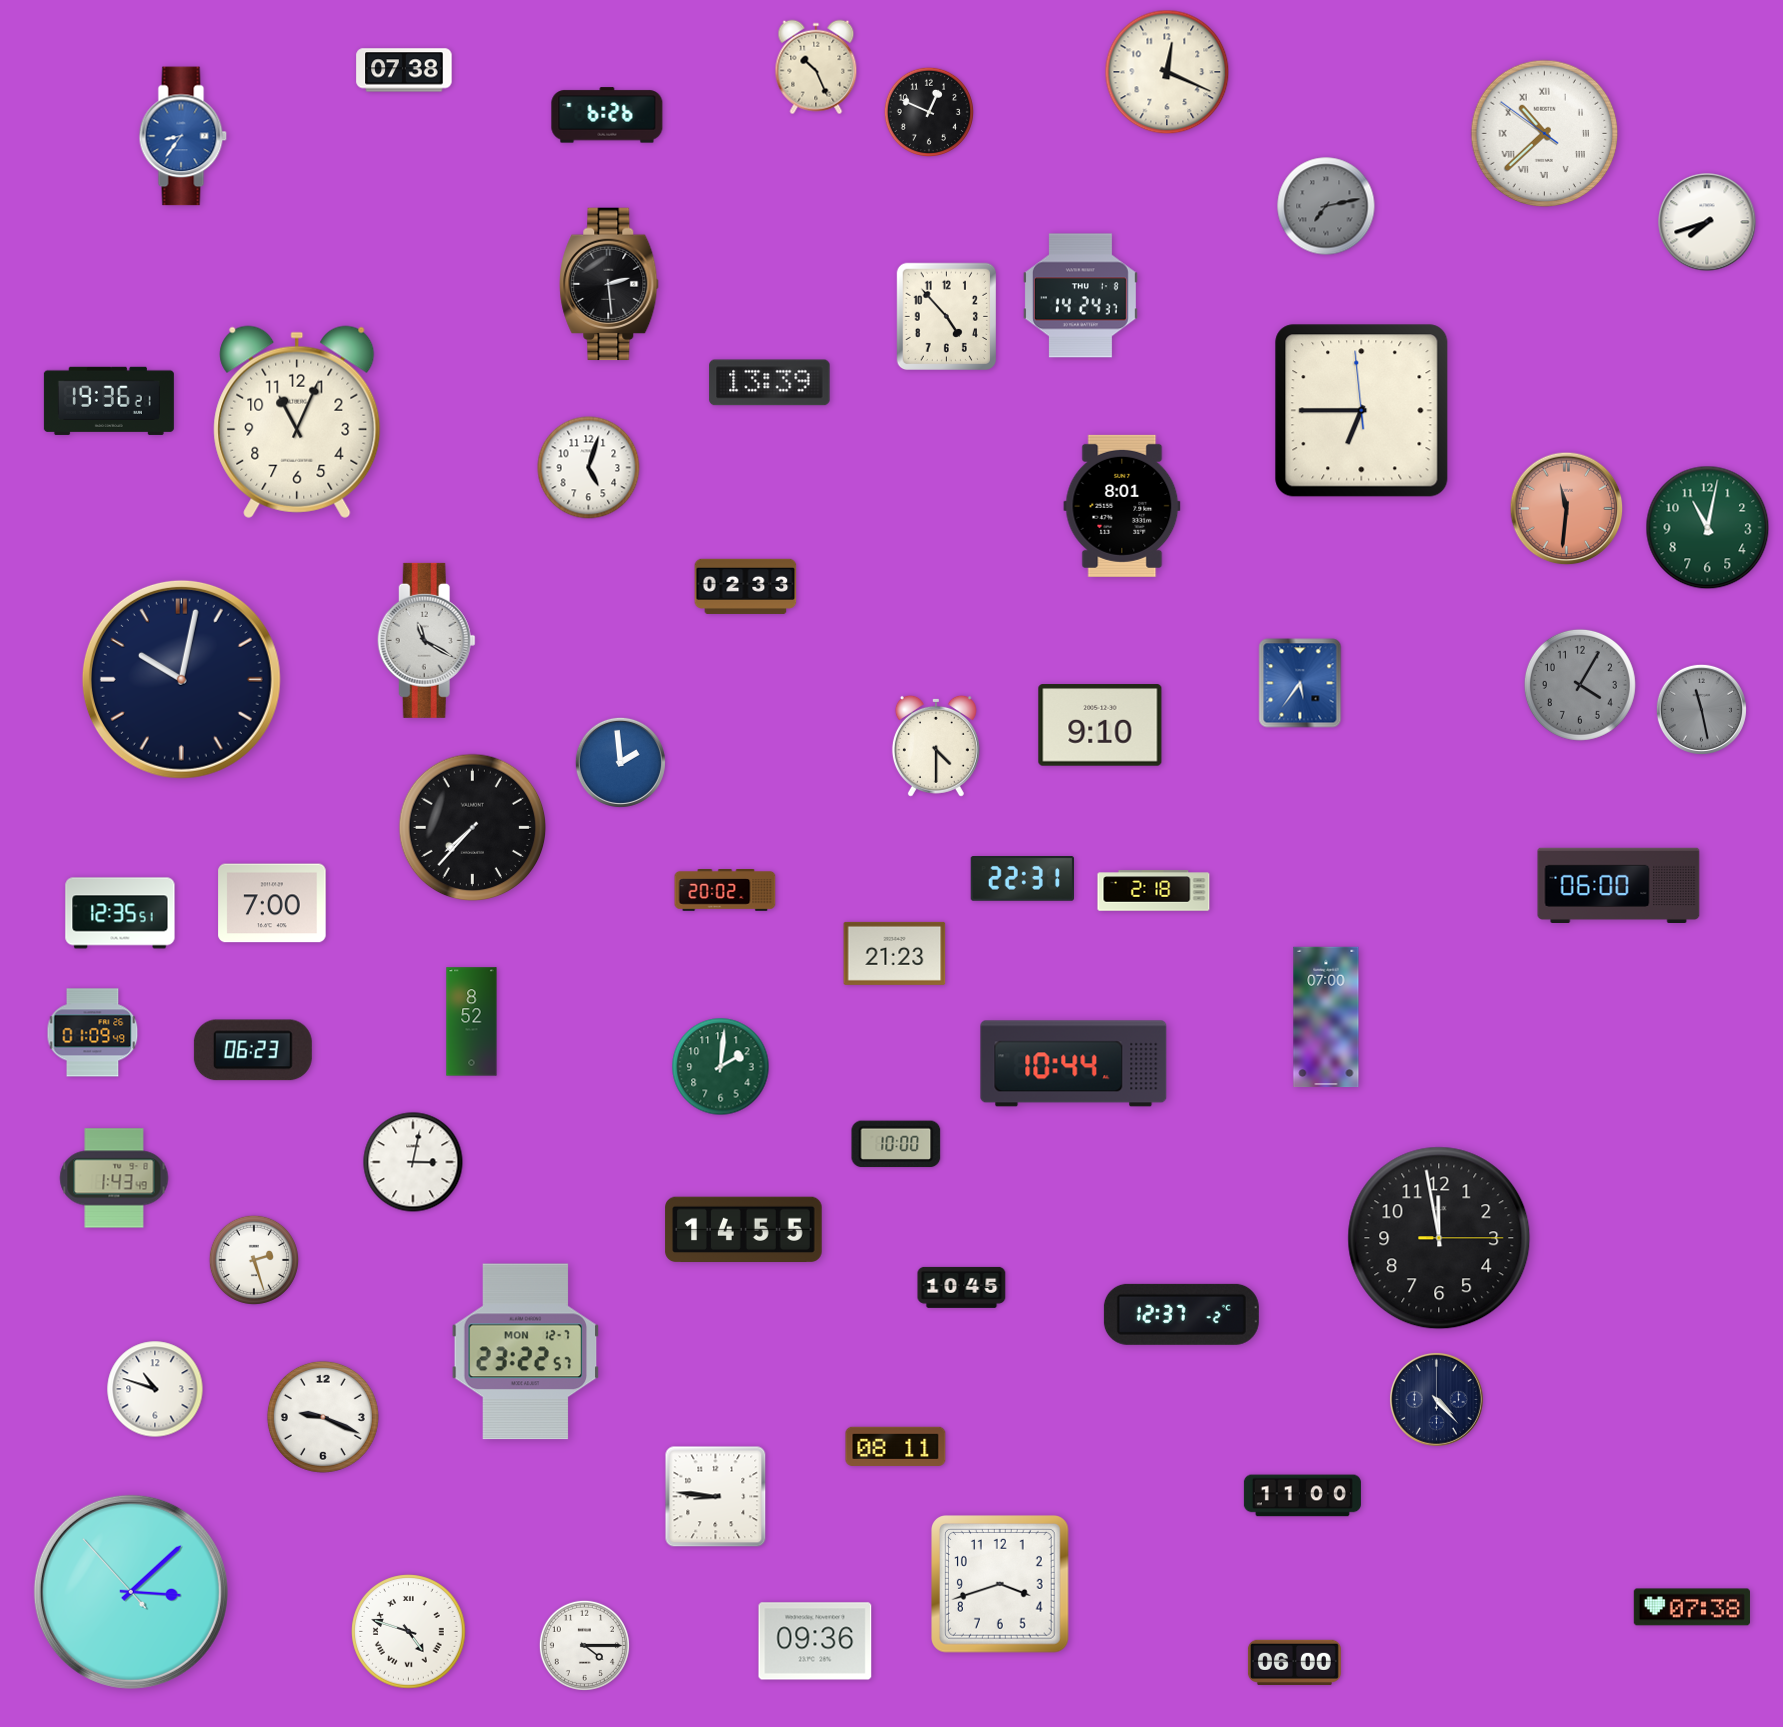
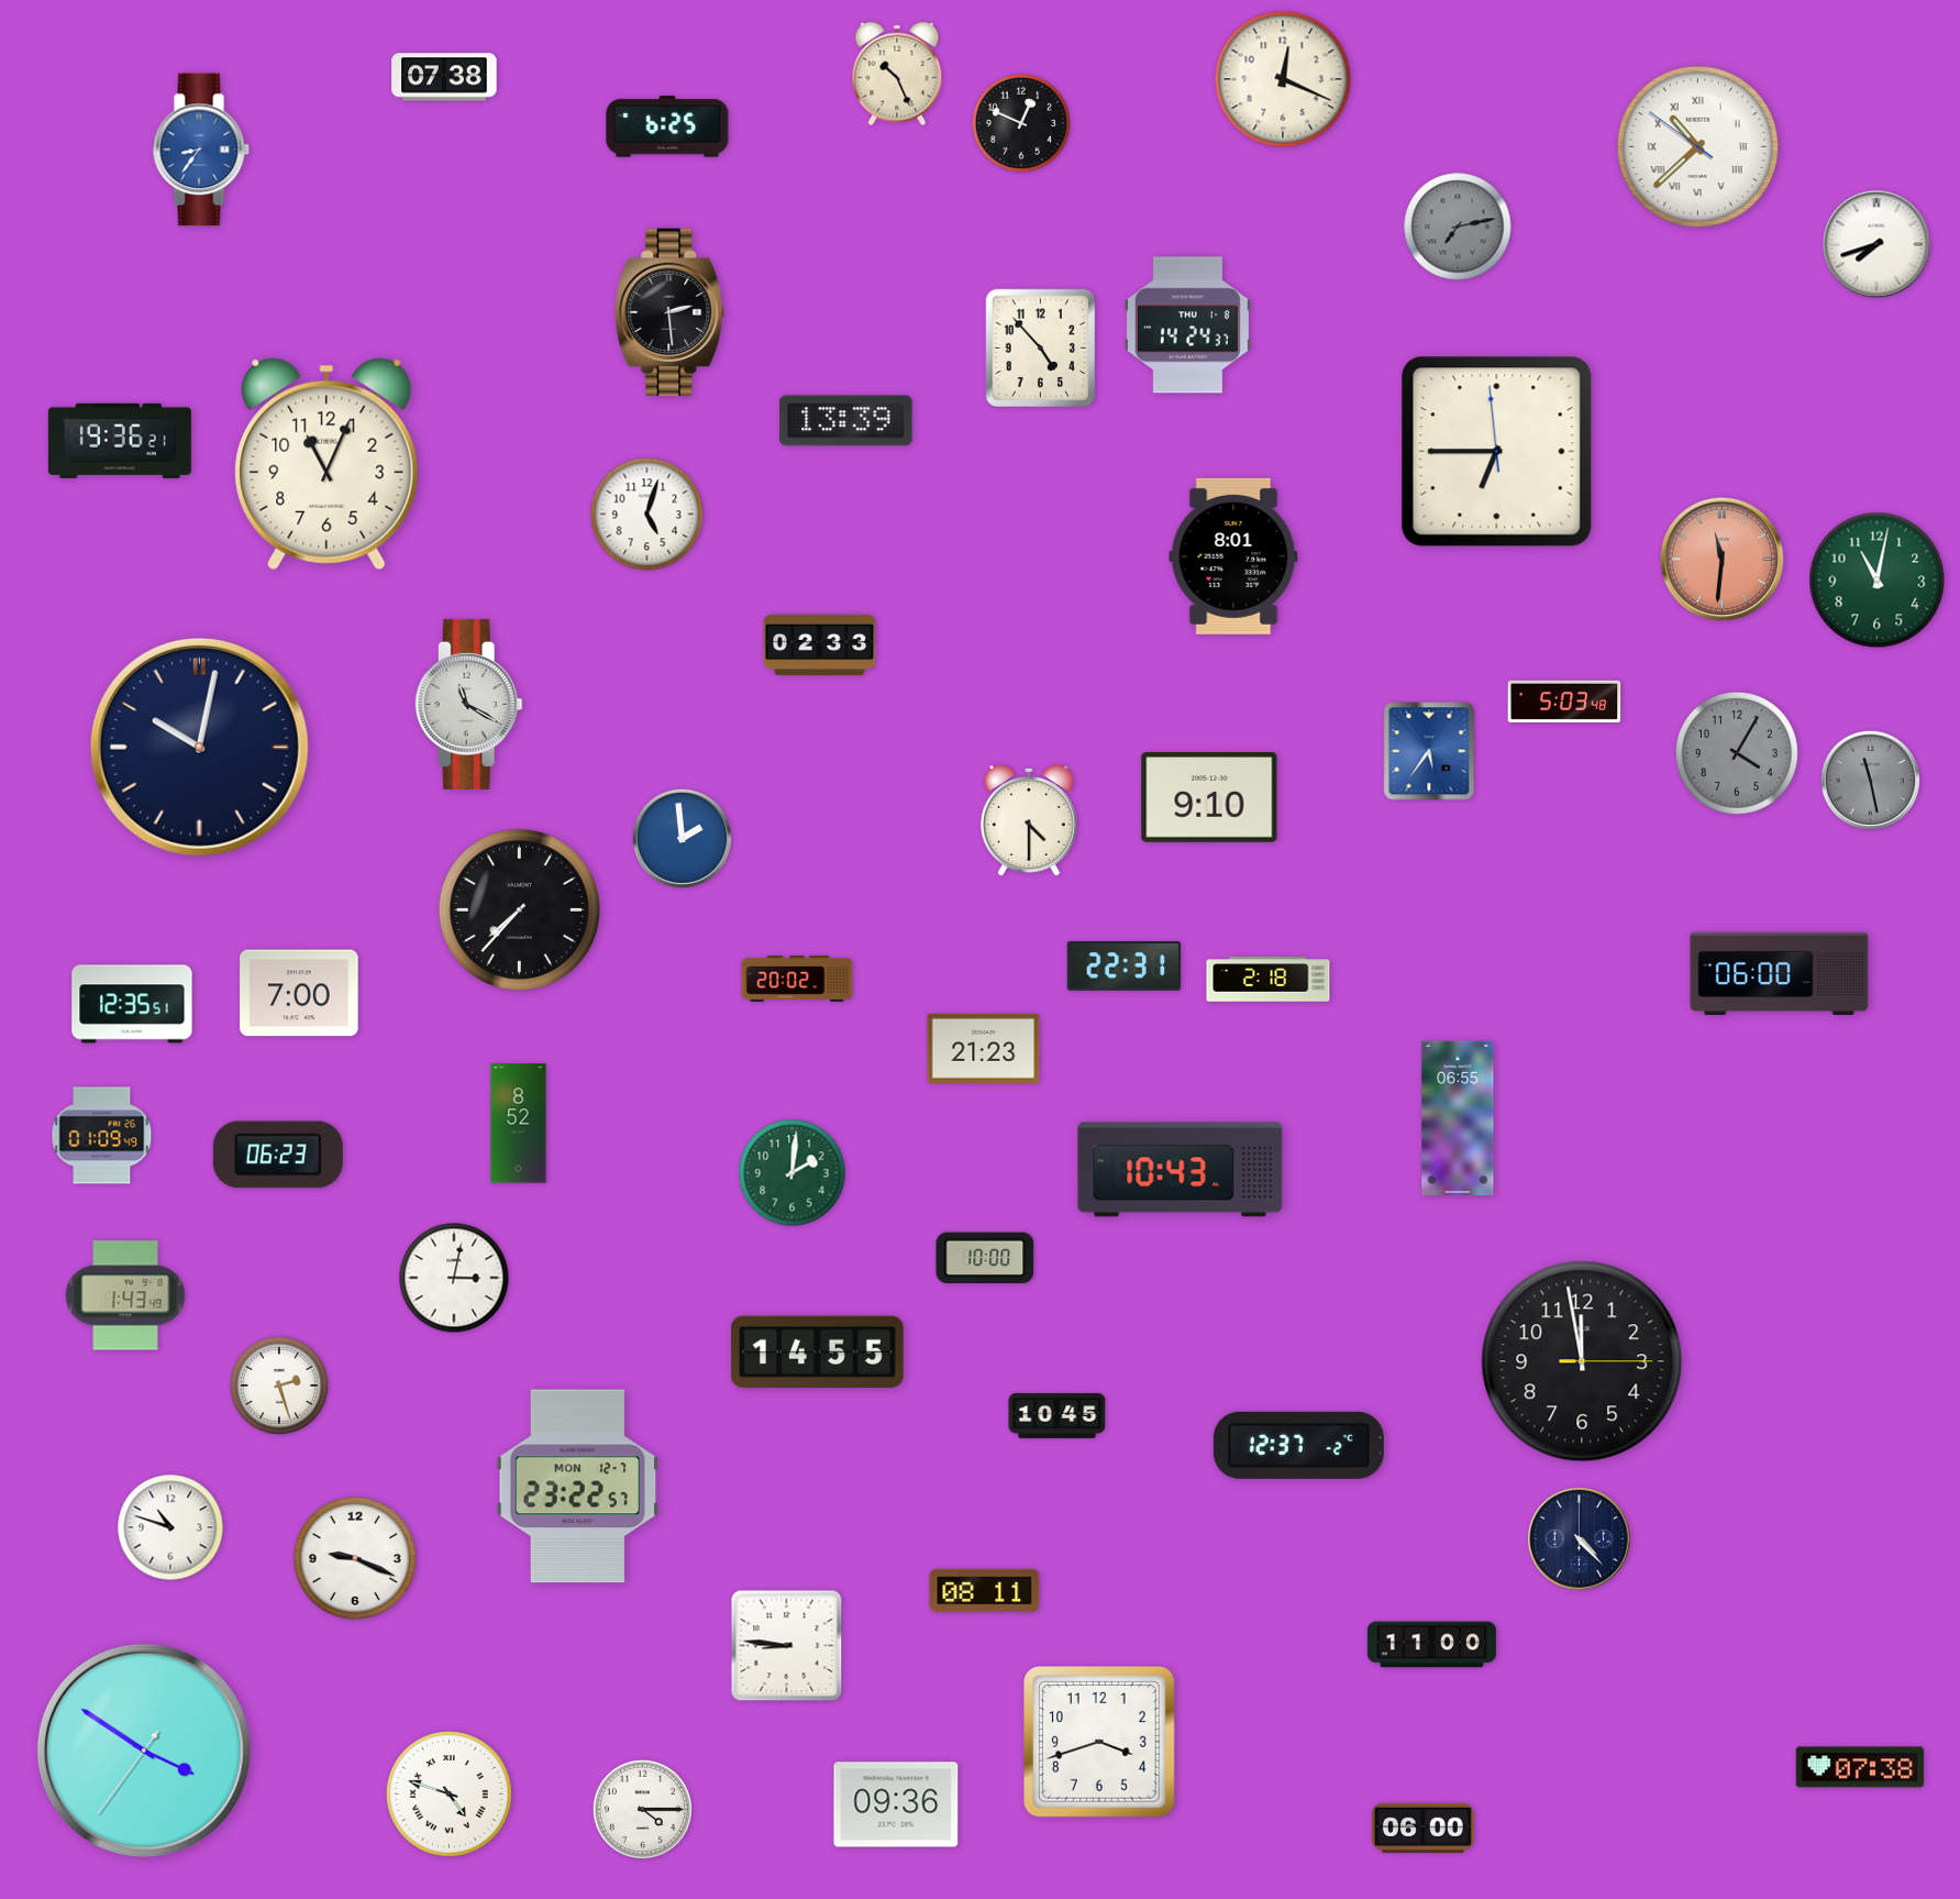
clock at (607, 115): 6:26 -> 6:25
clock at (1564, 702): none -> 5:03
clock at (1326, 1017): 07:00 -> 06:55
clock at (1074, 1064): 10:44 -> 10:43
clock at (131, 1592): 3:07 -> 3:50
